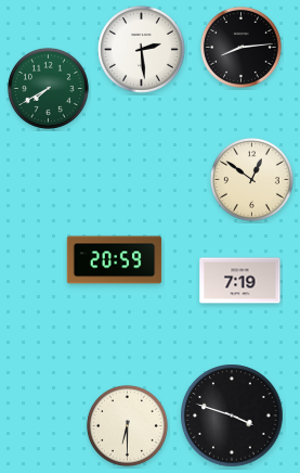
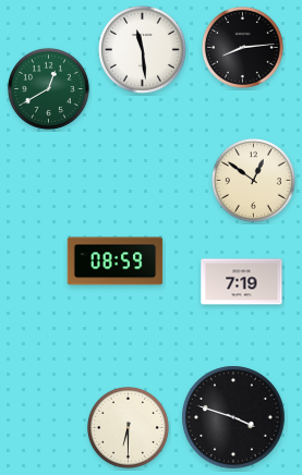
clock at (142, 50): 2:29 -> 11:29
clock at (48, 88): 7:40 -> 12:40
clock at (115, 260): 20:59 -> 08:59
